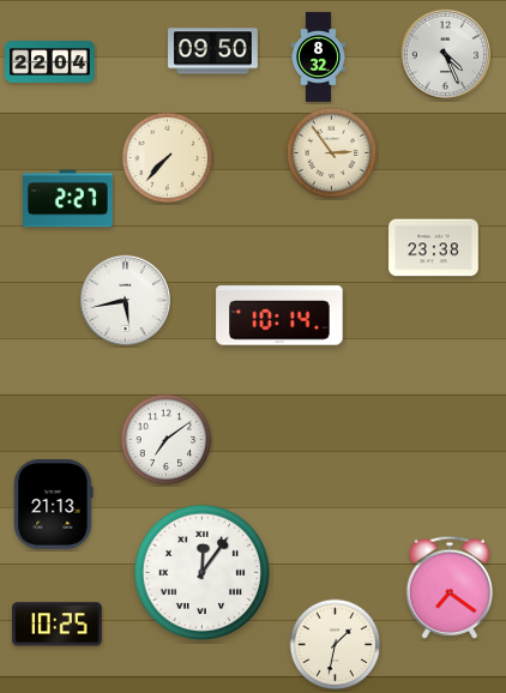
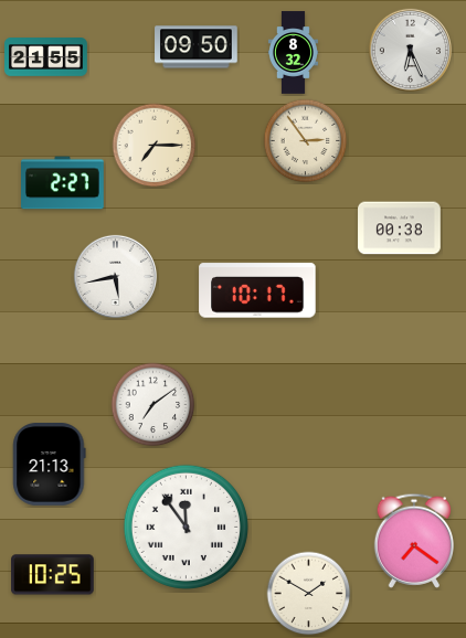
clock at (445, 54): 4:26 -> 6:26
clock at (50, 62): 22:04 -> 21:55
clock at (168, 158): 7:37 -> 7:15
clock at (434, 248): 23:38 -> 00:38
clock at (279, 315): 10:14 -> 10:17
clock at (201, 572): 12:06 -> 11:54
clock at (336, 645): 1:32 -> 1:50
